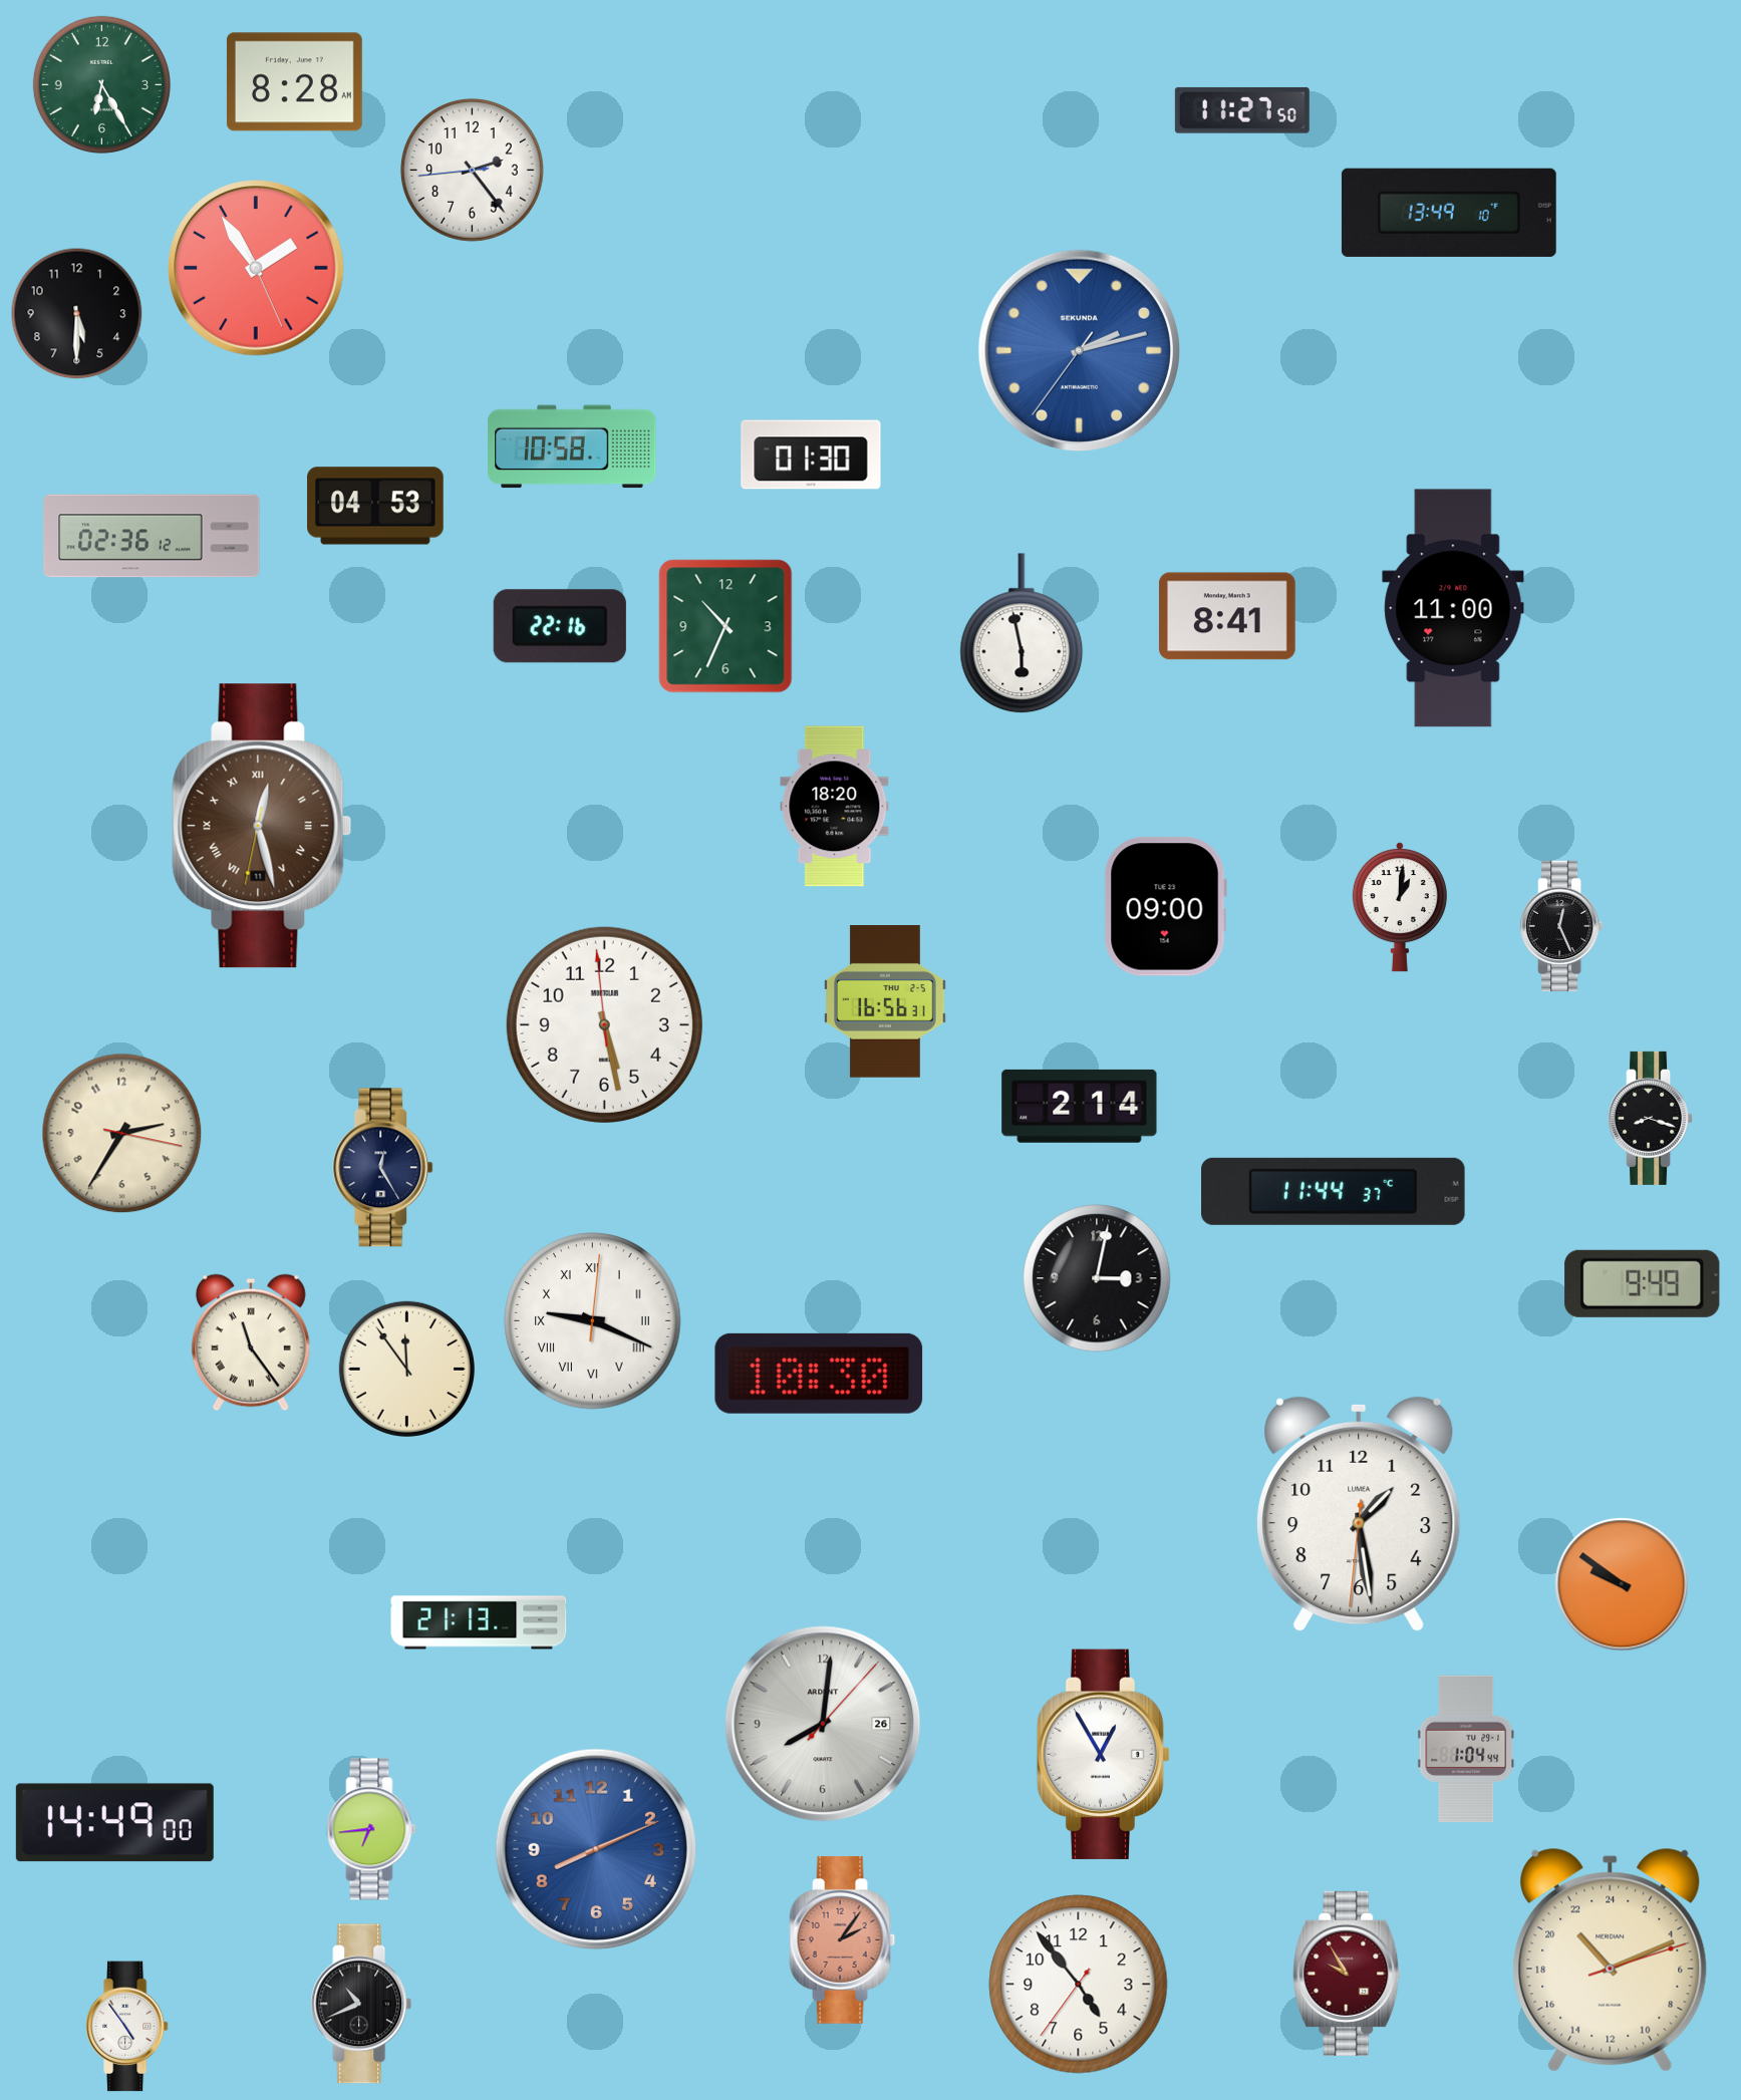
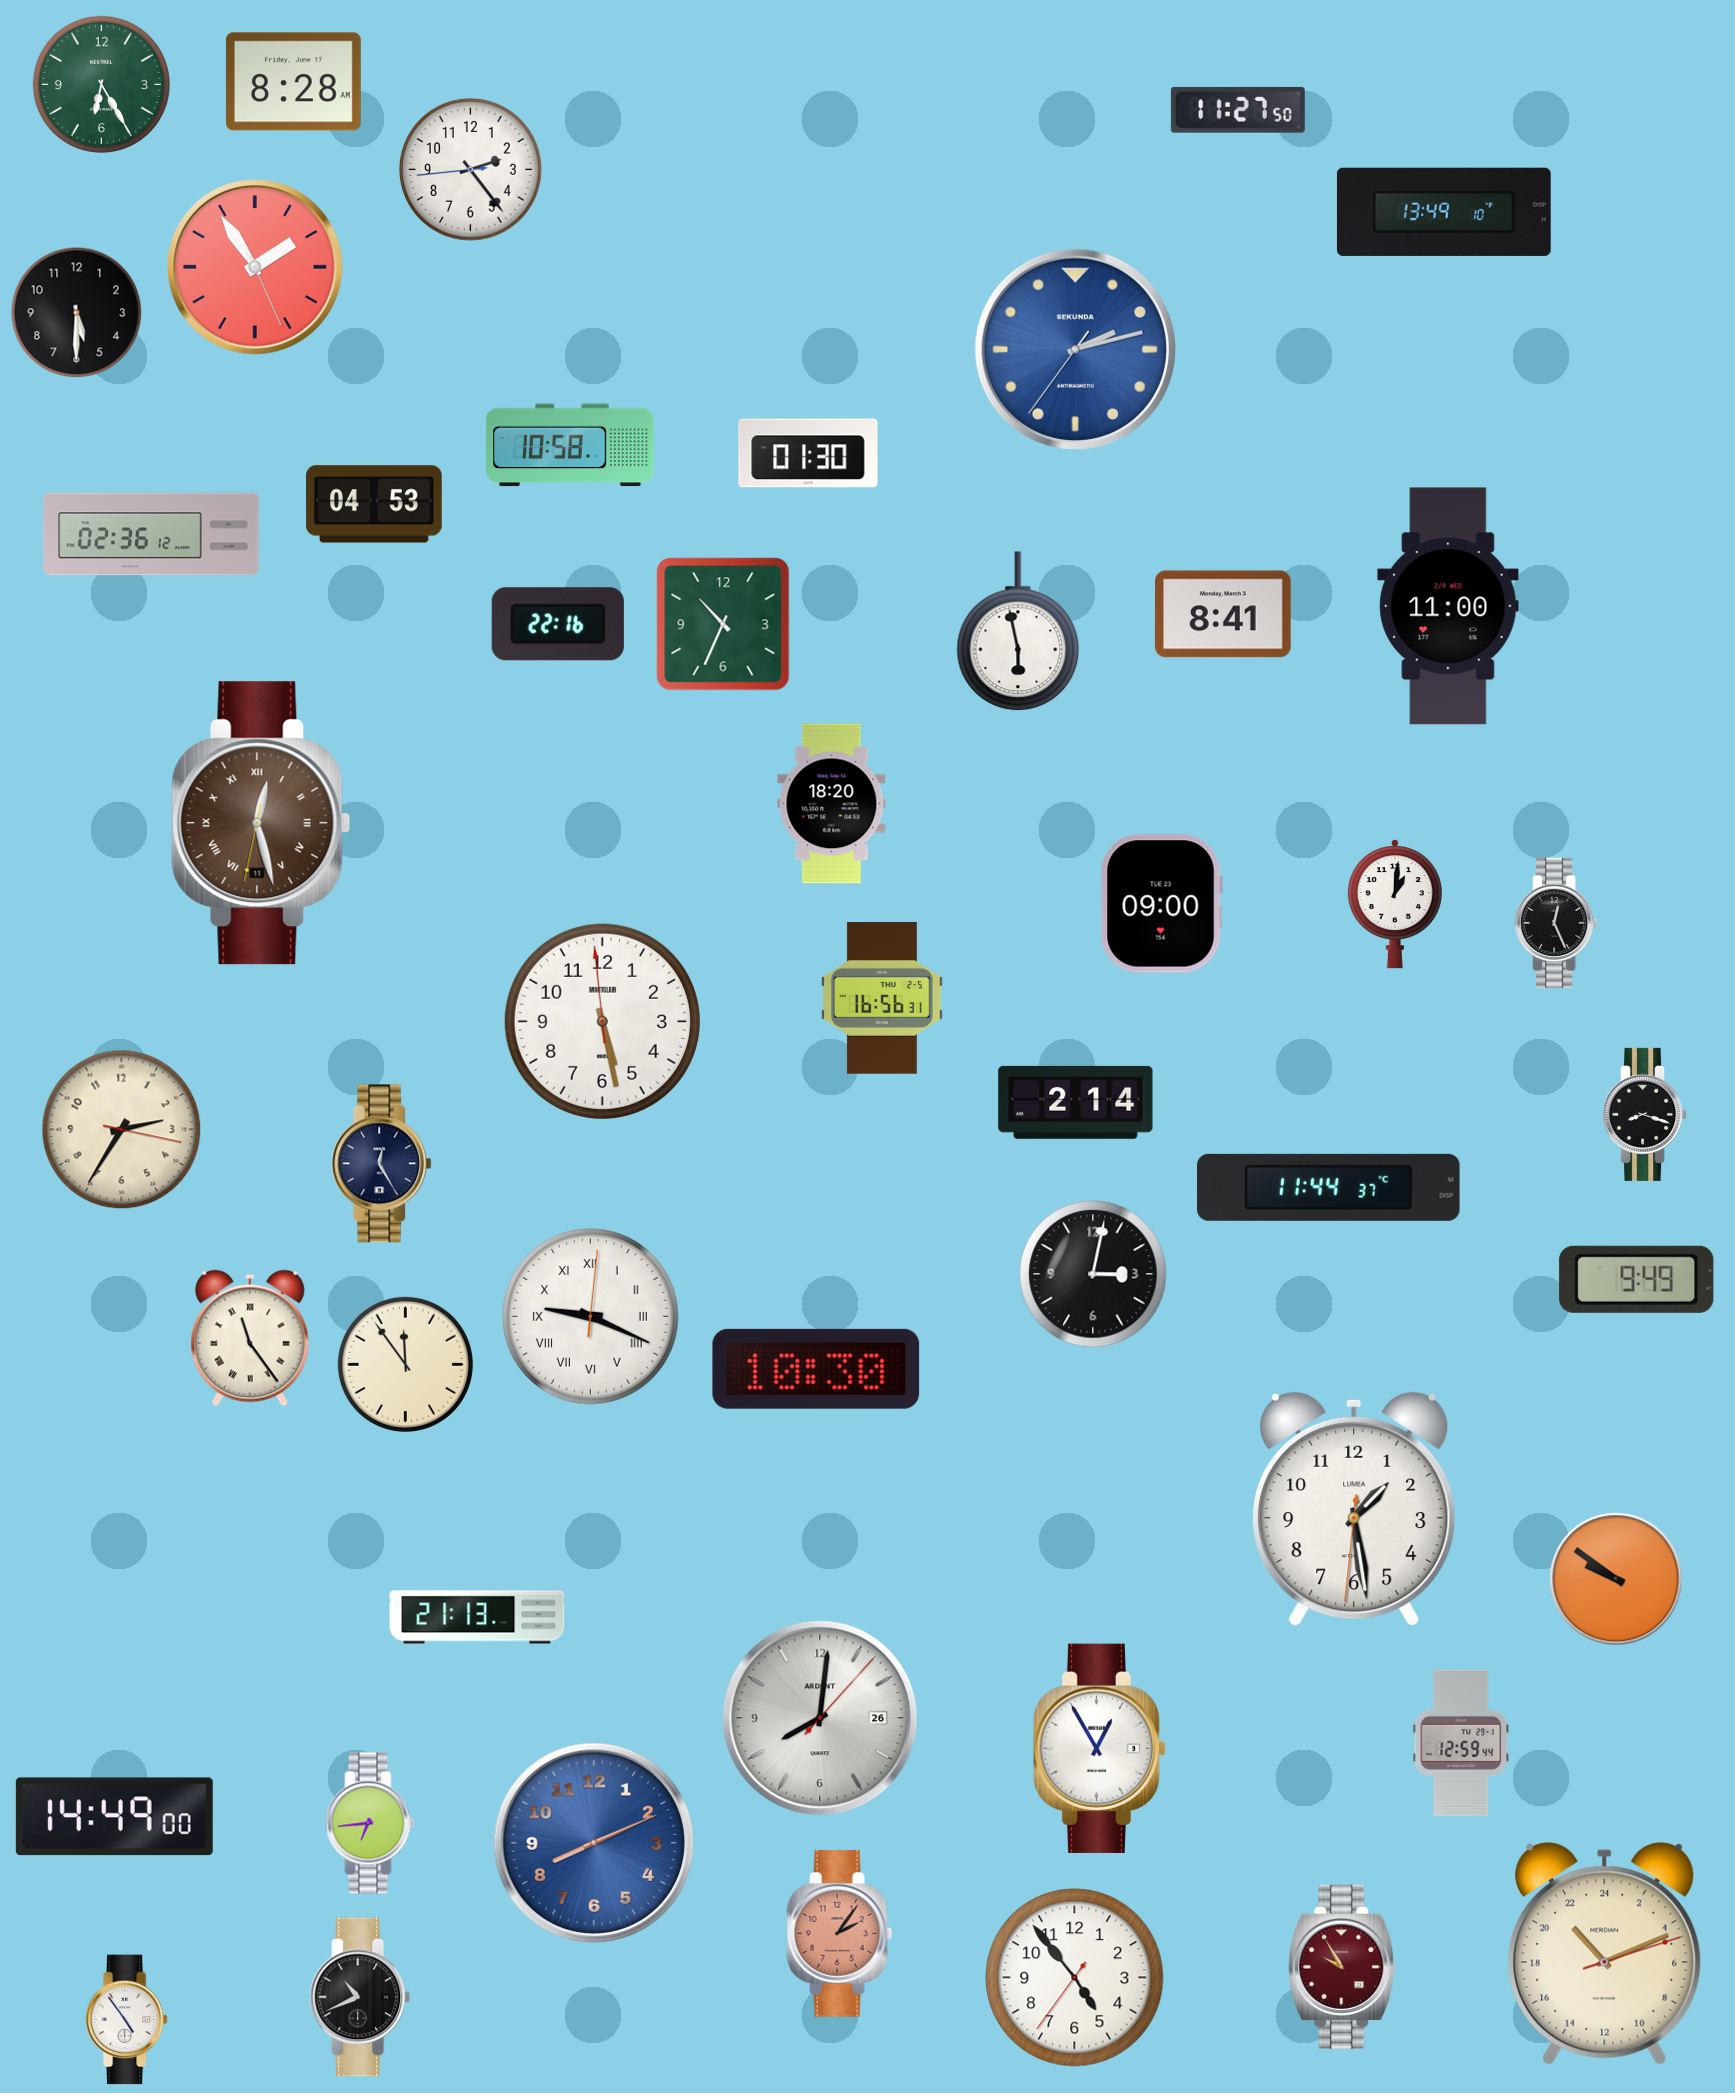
clock at (1466, 1749): 1:04 -> 12:59
